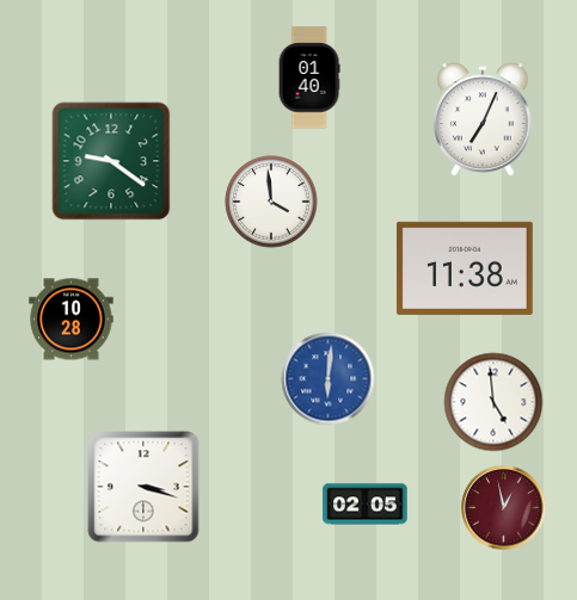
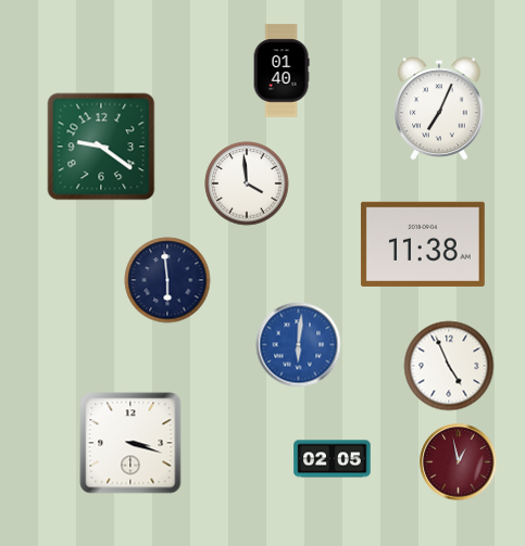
clock at (167, 280): none -> 5:59
clock at (72, 320): 10:28 -> none
clock at (493, 402): 4:59 -> 4:56
